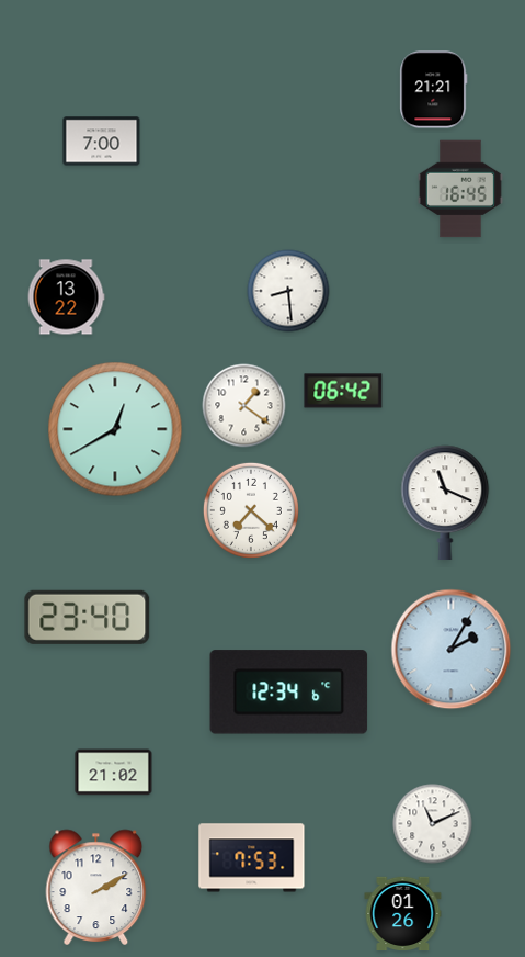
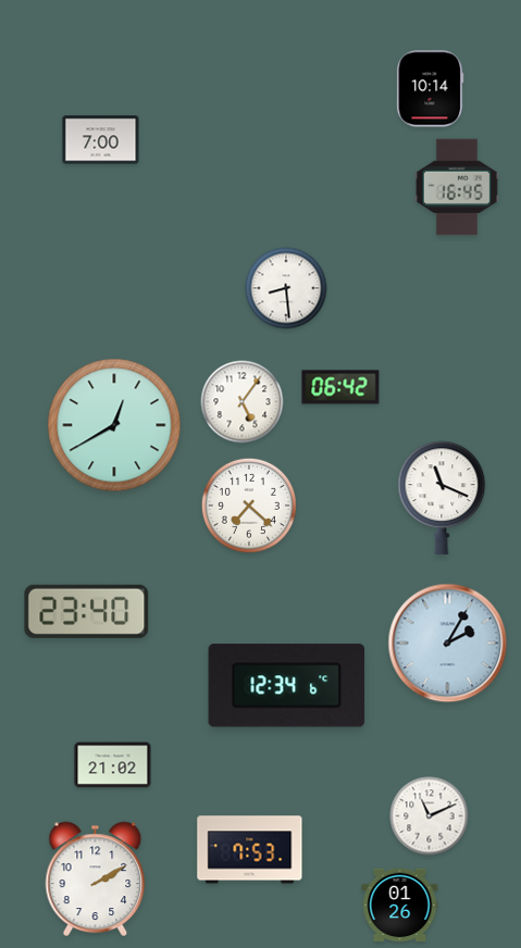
clock at (434, 90): 21:21 -> 10:14
clock at (66, 297): 13:22 -> none
clock at (244, 406): 1:21 -> 5:06
